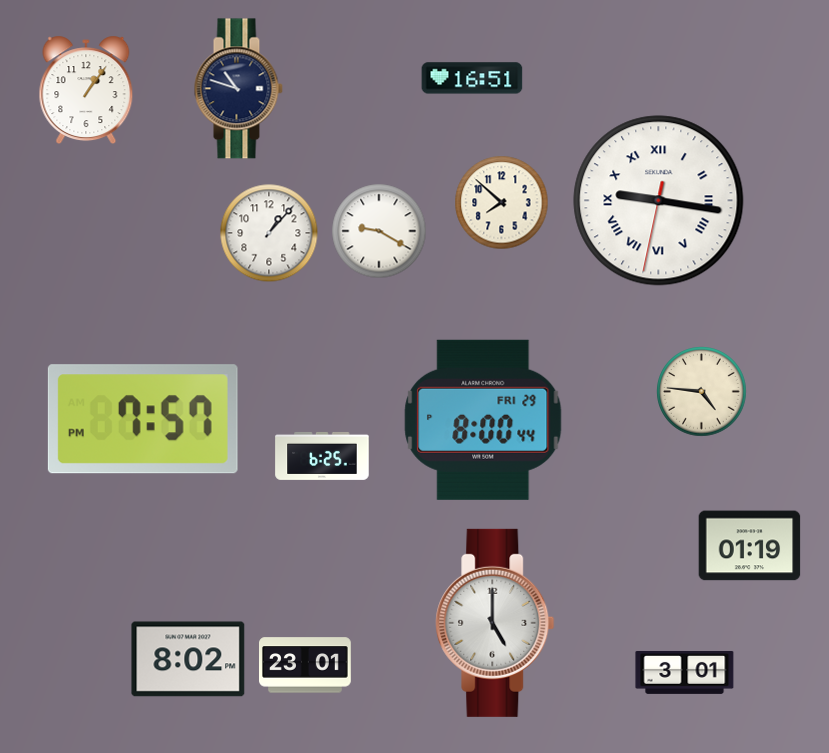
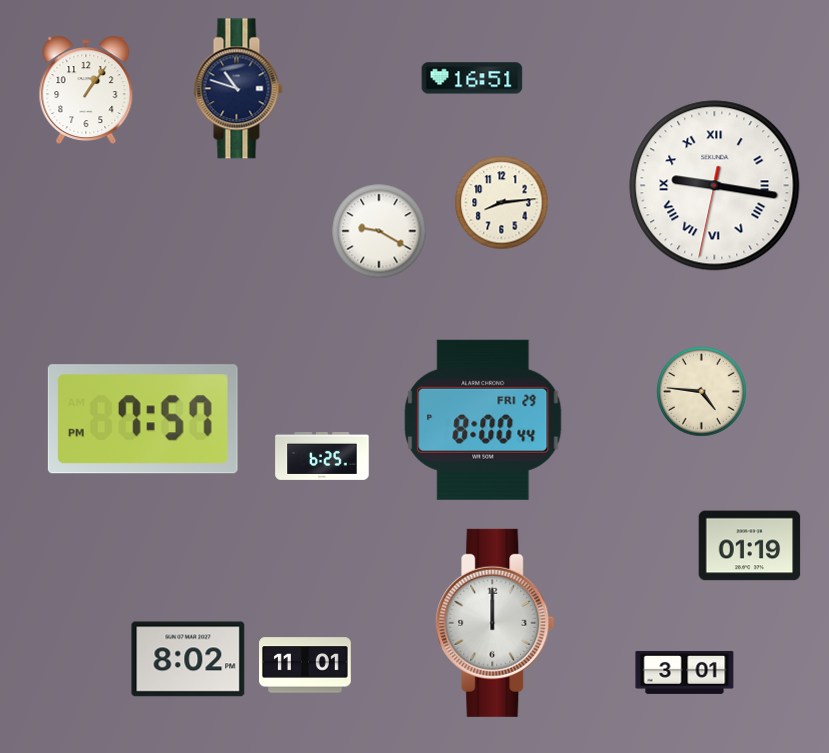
clock at (659, 201) position: (659, 201) -> (715, 186)
clock at (502, 203): 7:52 -> 8:14
clock at (269, 233): 1:07 -> none
clock at (495, 623): 5:00 -> 12:00
clock at (306, 665): 23:01 -> 11:01
